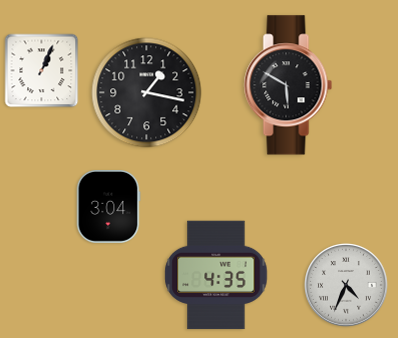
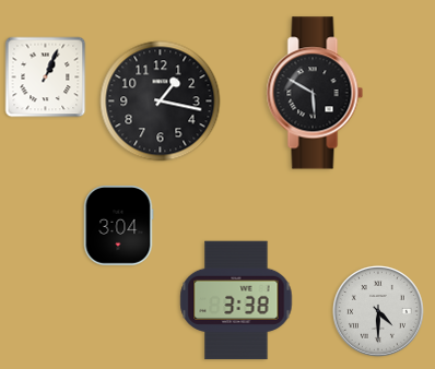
clock at (216, 275): 4:35 -> 3:38
clock at (346, 285): 4:34 -> 4:30
